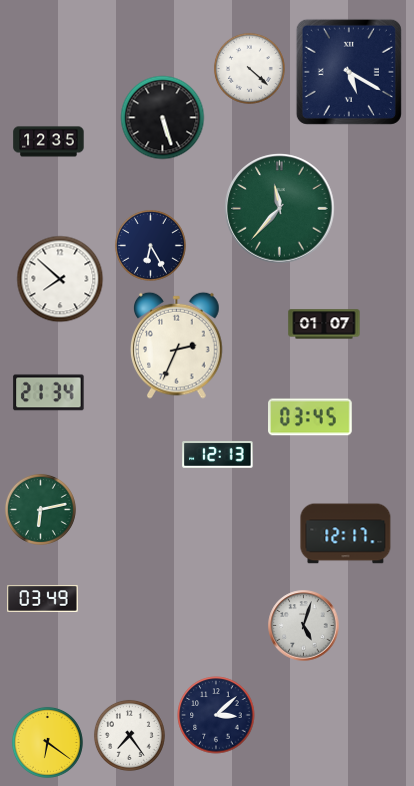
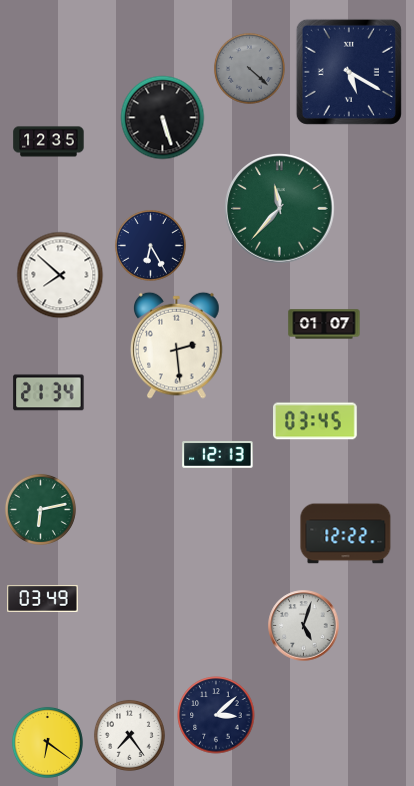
clock at (249, 68) dial: white -> grey
clock at (60, 279) position: (60, 279) -> (60, 275)
clock at (177, 345): 2:34 -> 2:29
clock at (311, 417) position: (311, 417) -> (316, 421)
clock at (346, 534): 12:17 -> 12:22
